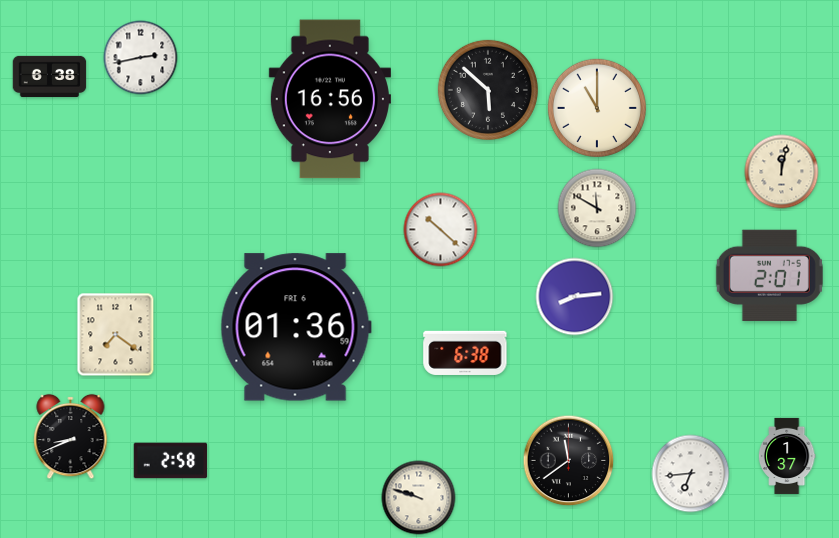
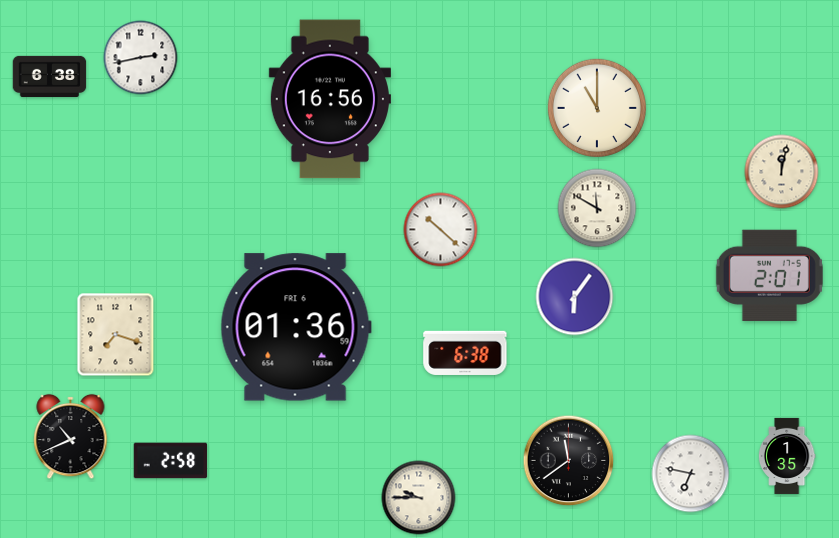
clock at (488, 90): 5:52 -> none
clock at (575, 297): 8:14 -> 6:06
clock at (116, 335): 7:21 -> 7:18
clock at (71, 437): 8:41 -> 10:41
clock at (787, 456): 1:37 -> 1:35
clock at (691, 474): 6:44 -> 6:47
clock at (419, 498): 9:48 -> 9:45
